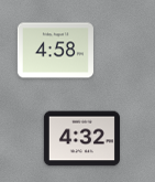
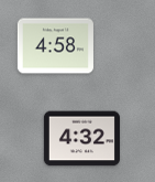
clock at (55, 51) position: (55, 51) -> (55, 46)
